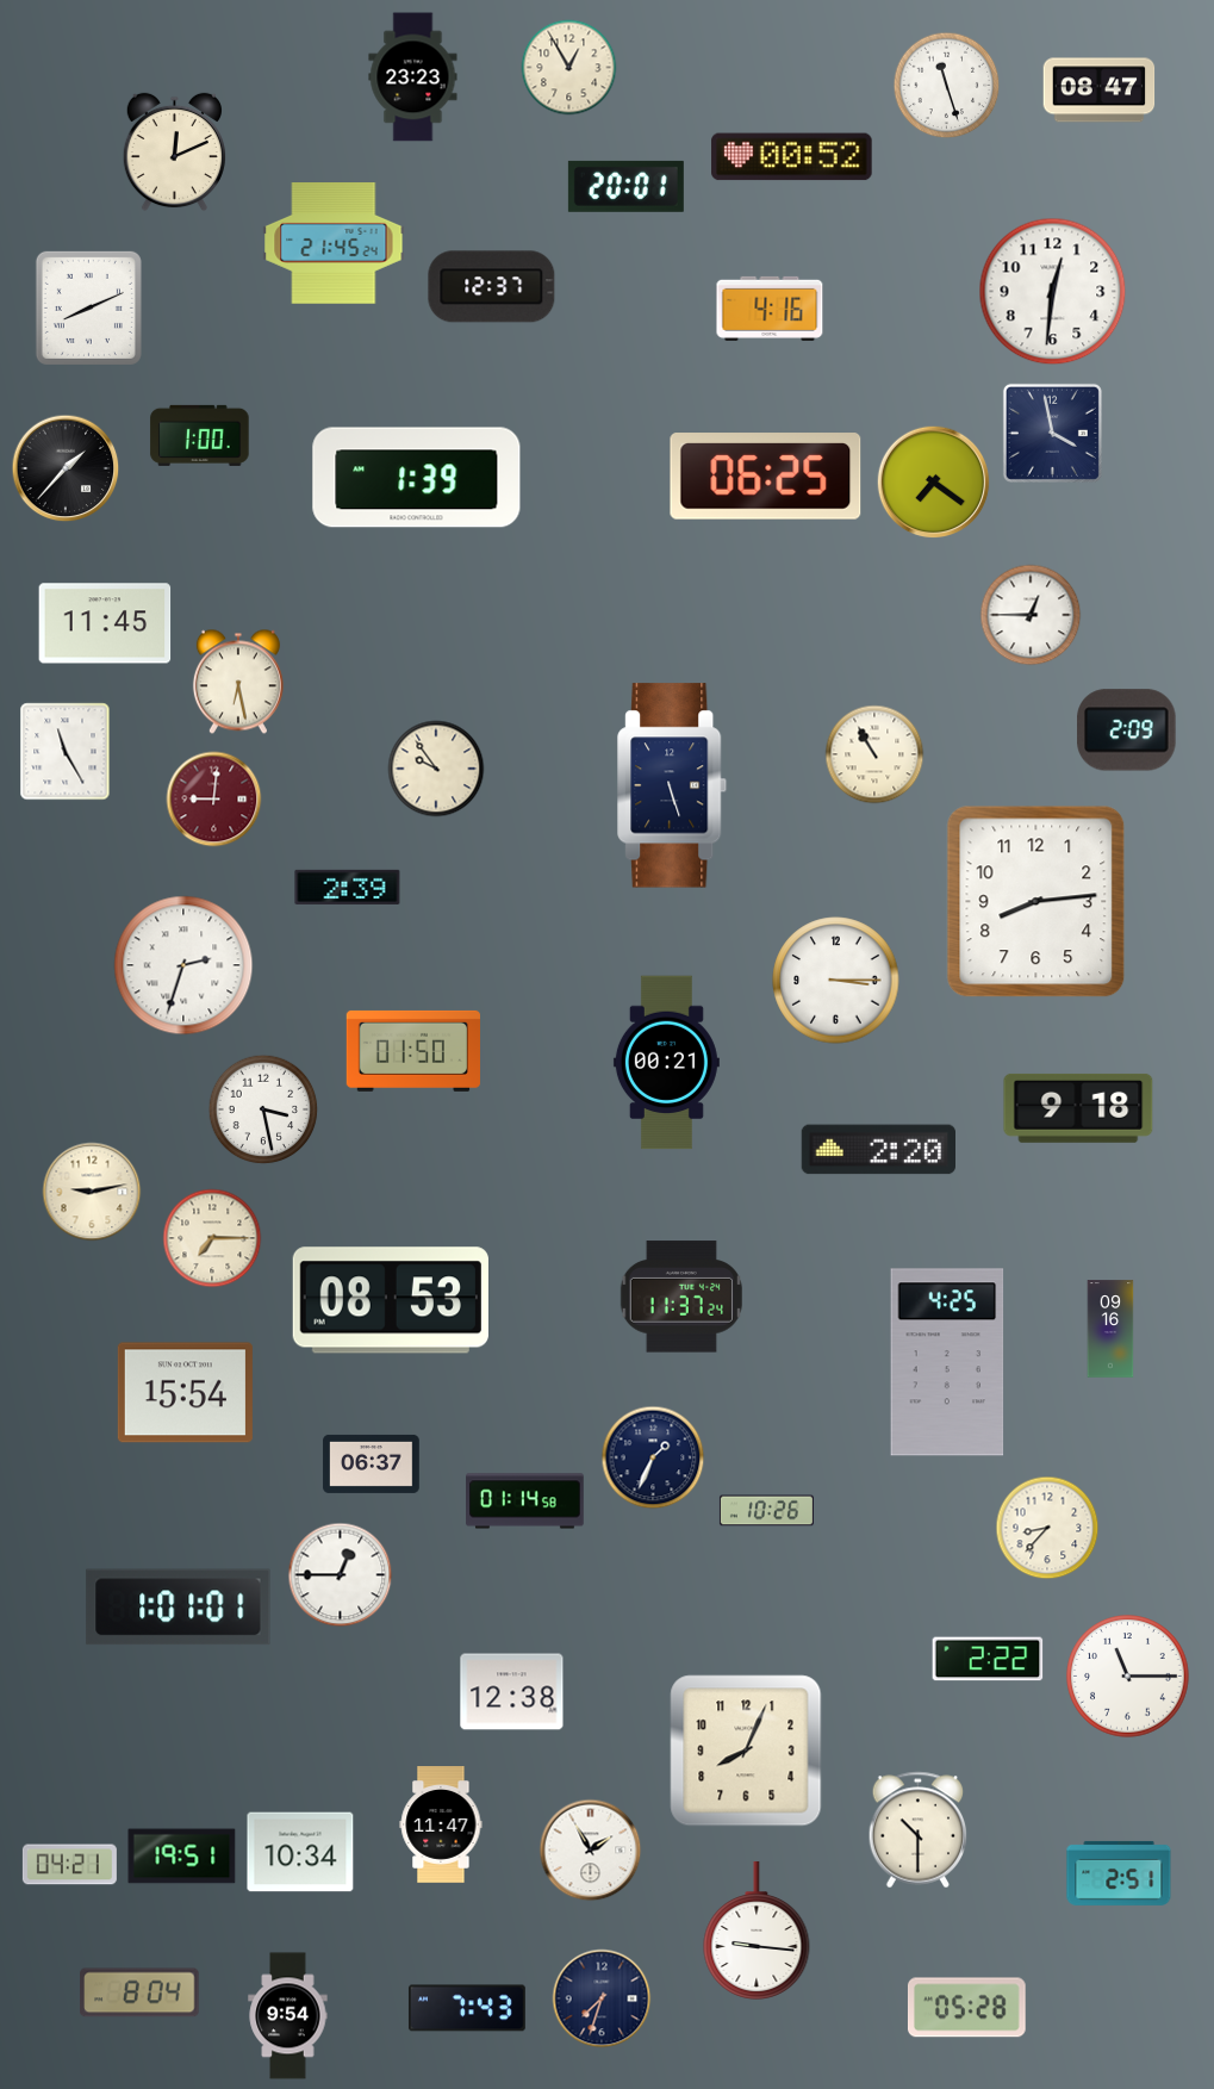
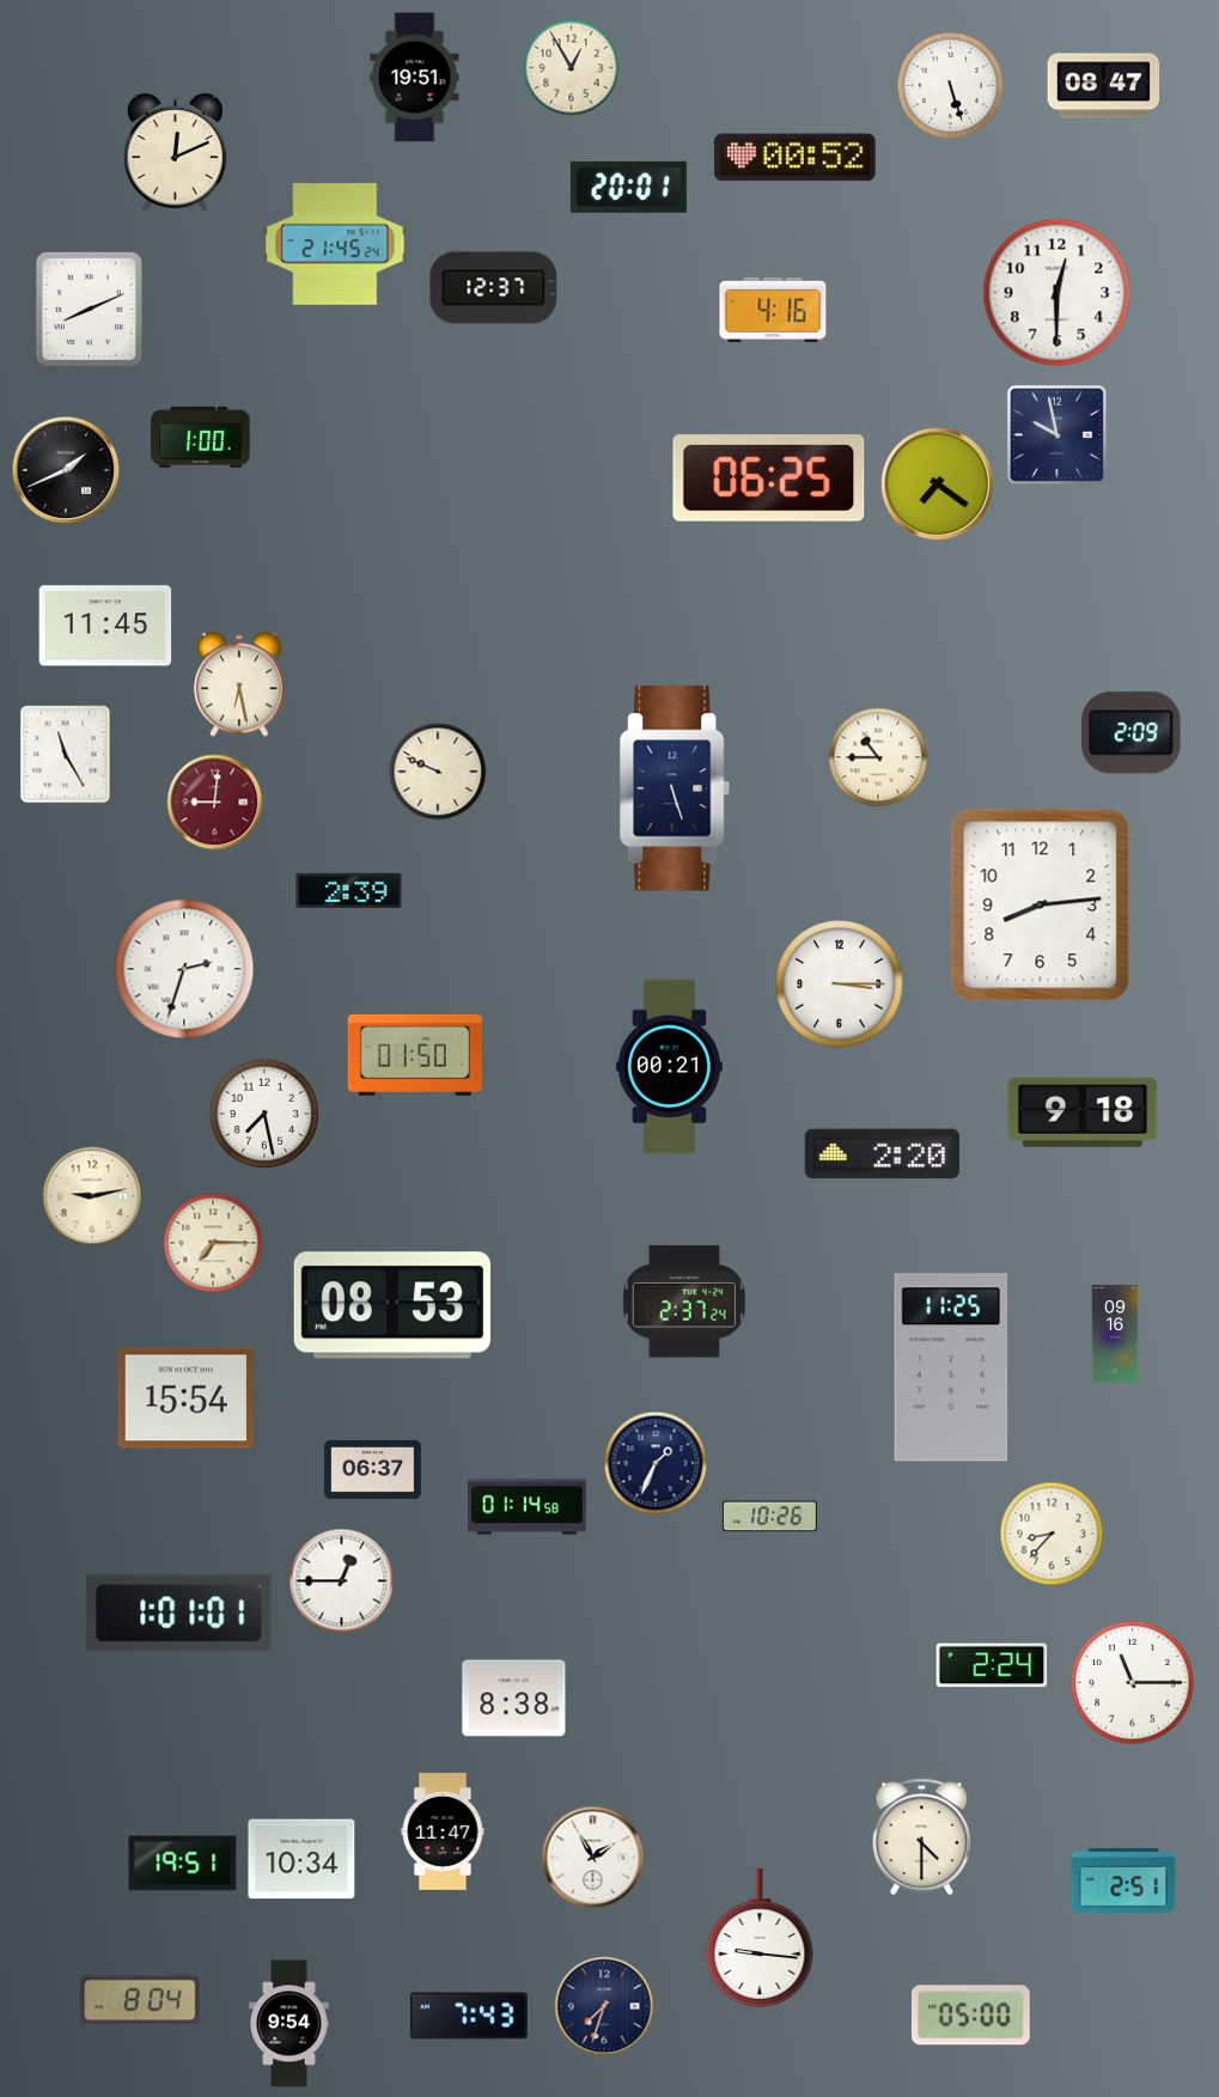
clock at (413, 77): 23:23 -> 19:51
clock at (947, 86): 11:27 -> 5:27
clock at (1100, 91) position: (1100, 91) -> (1104, 86)
clock at (1053, 292): 12:31 -> 12:30
clock at (1052, 433): 3:58 -> 9:58
clock at (66, 468): 1:37 -> 1:41
clock at (417, 478): 1:39 -> none
clock at (1031, 615): 12:45 -> none
clock at (874, 754): 10:55 -> 10:45
clock at (436, 769): 9:54 -> 9:49
clock at (263, 1109): 3:28 -> 7:28
clock at (681, 1297): 11:37 -> 2:37
clock at (947, 1362): 4:25 -> 11:25
clock at (988, 1659): 2:22 -> 2:24
clock at (512, 1692): 12:38 -> 8:38
clock at (746, 1751): 8:04 -> none
clock at (919, 1830): 10:30 -> 4:30
clock at (69, 1865): 04:21 -> none
clock at (966, 2008): 05:28 -> 05:00
